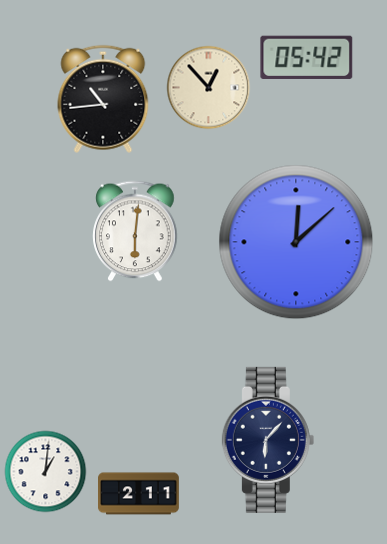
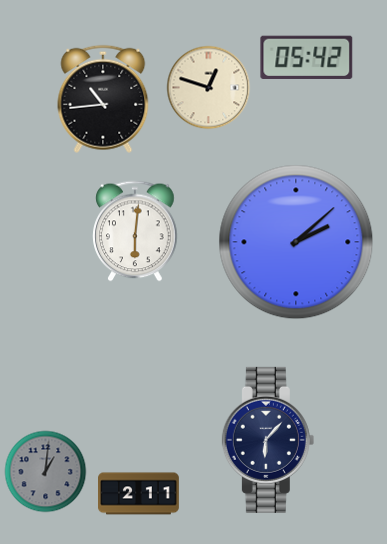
clock at (209, 88): 12:53 -> 12:48
clock at (296, 242): 12:08 -> 2:08
clock at (46, 472) dial: white -> grey
